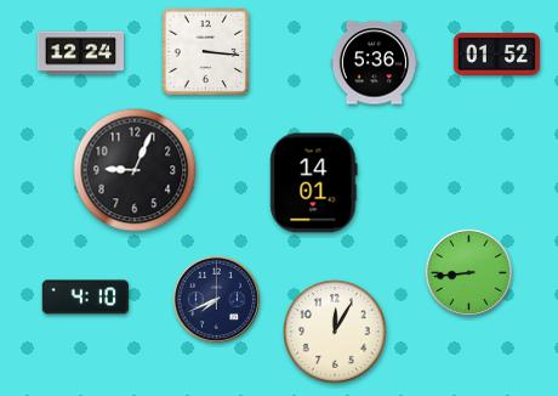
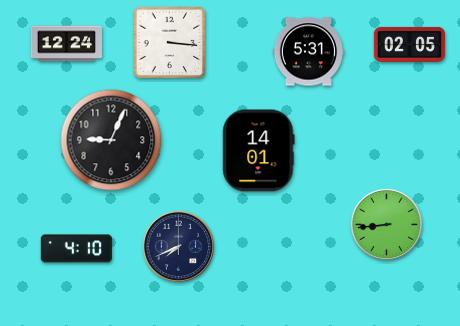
clock at (496, 53): 01:52 -> 02:05
clock at (374, 63): 5:36 -> 5:31
clock at (85, 298) position: (85, 298) -> (76, 249)
clock at (335, 332): 12:05 -> none
